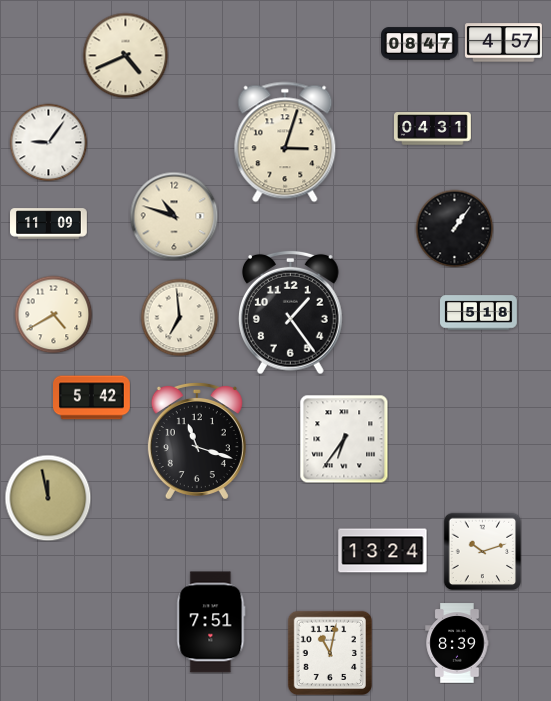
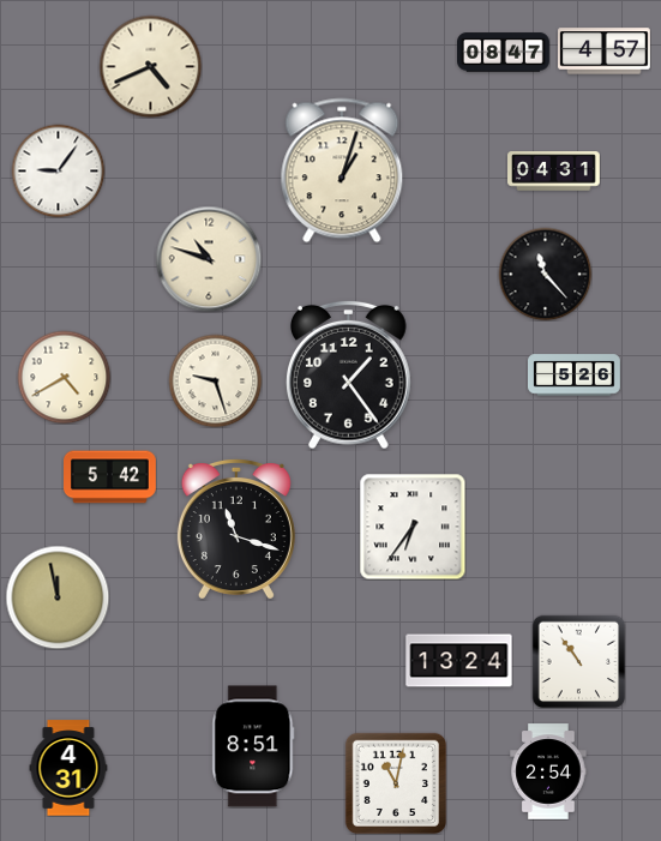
clock at (433, 129) position: (433, 129) -> (554, 172)
clock at (285, 142): 3:03 -> 1:03
clock at (49, 224): 11:09 -> none
clock at (454, 228): 1:06 -> 11:23
clock at (479, 313): 5:18 -> 5:26
clock at (179, 317): 6:59 -> 9:27
clock at (482, 551): 10:12 -> 10:54
clock at (211, 622): 7:51 -> 8:51
clock at (68, 768): none -> 4:31
clock at (457, 643): 8:39 -> 2:54
